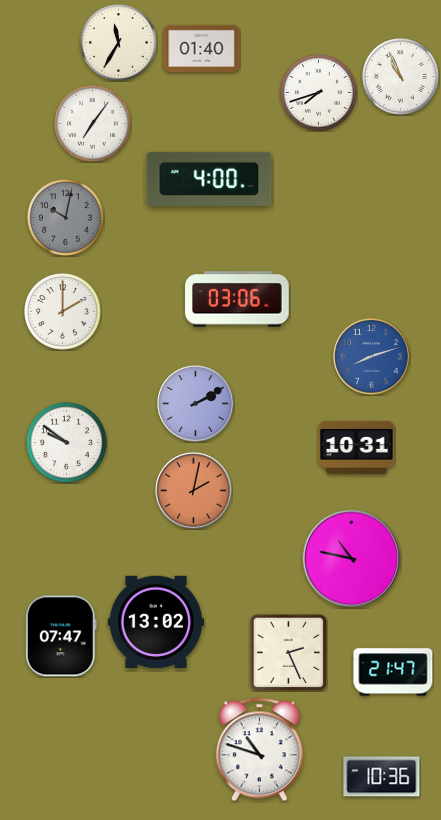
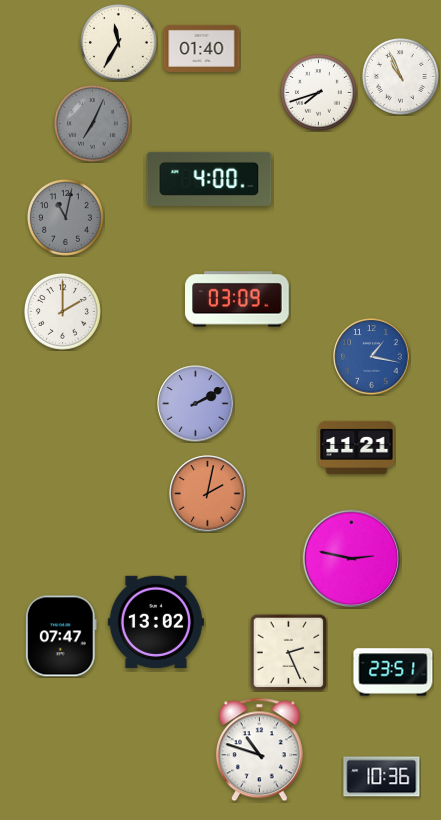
clock at (93, 124): 7:06 -> 7:04
clock at (93, 124) dial: white -> grey
clock at (66, 218): 10:02 -> 11:02
clock at (237, 299): 03:06 -> 03:09
clock at (372, 357): 8:12 -> 1:17
clock at (66, 442): 9:51 -> none
clock at (357, 447): 10:31 -> 11:21
clock at (194, 491) position: (194, 491) -> (208, 494)
clock at (352, 559): 10:47 -> 2:47
clock at (393, 672): 21:47 -> 23:51
